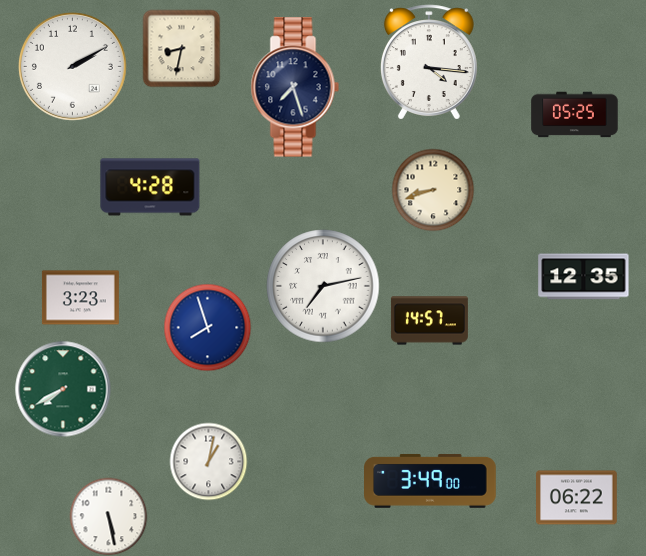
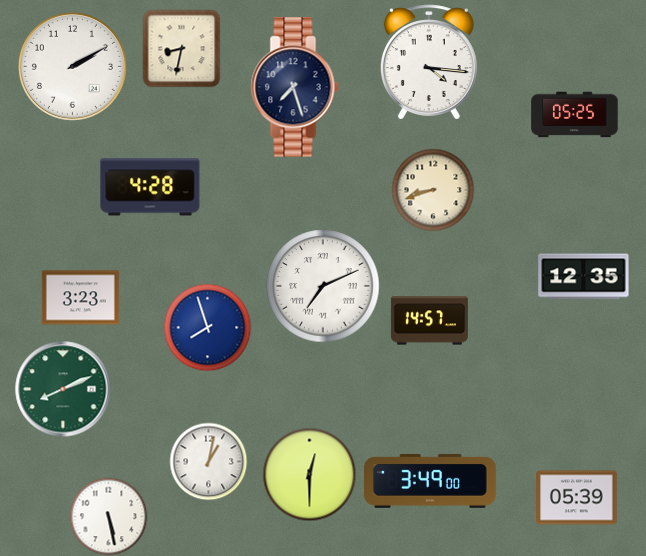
clock at (323, 286): 7:13 -> 7:11
clock at (63, 389): 7:40 -> 8:11
clock at (309, 474): none -> 12:30
clock at (577, 498): 06:22 -> 05:39
